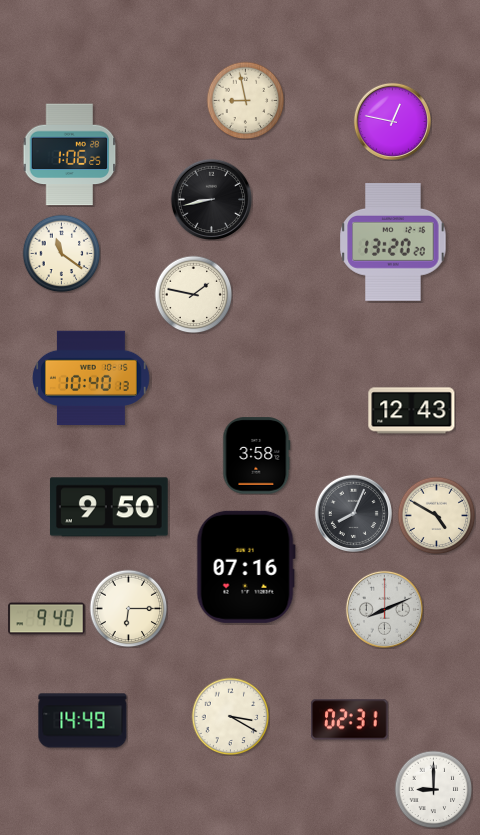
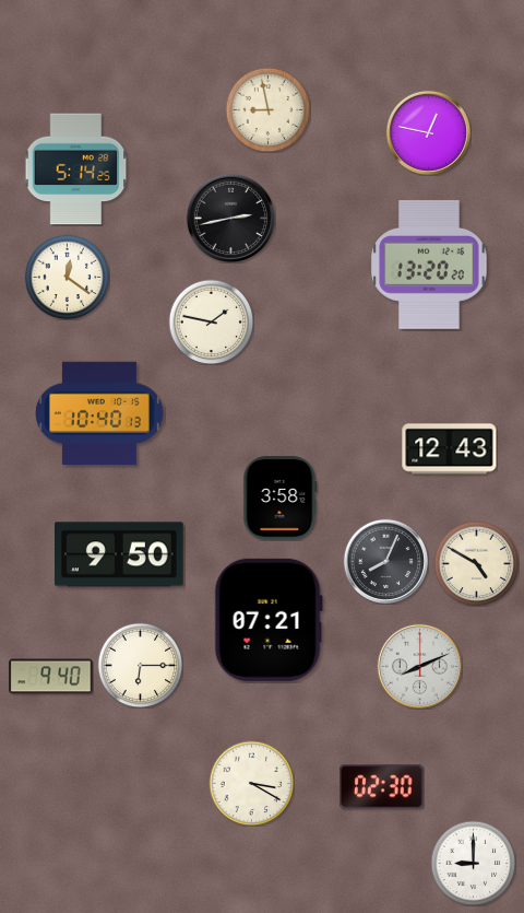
clock at (70, 155): 1:06 -> 5:14
clock at (211, 199): 8:43 -> 2:43
clock at (61, 253): 11:21 -> 12:21
clock at (246, 567): 07:16 -> 07:21
clock at (350, 720): 02:31 -> 02:30
clock at (83, 721): 14:49 -> none
